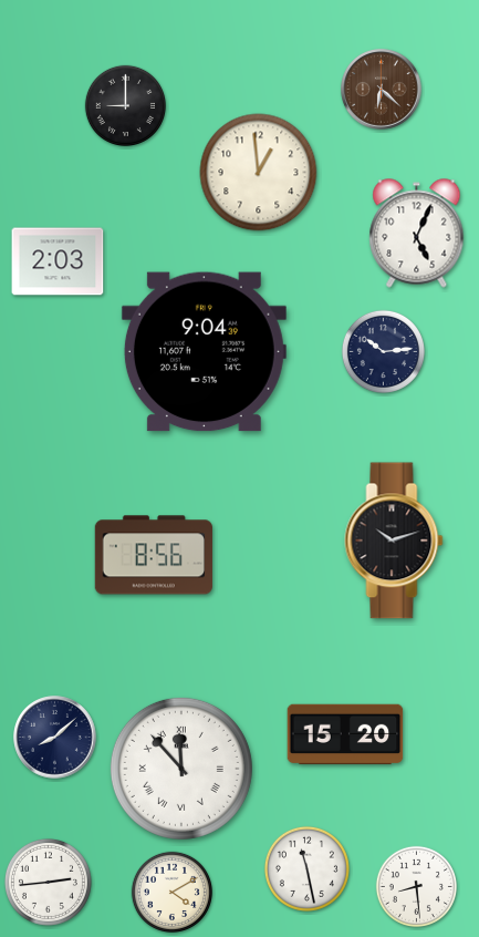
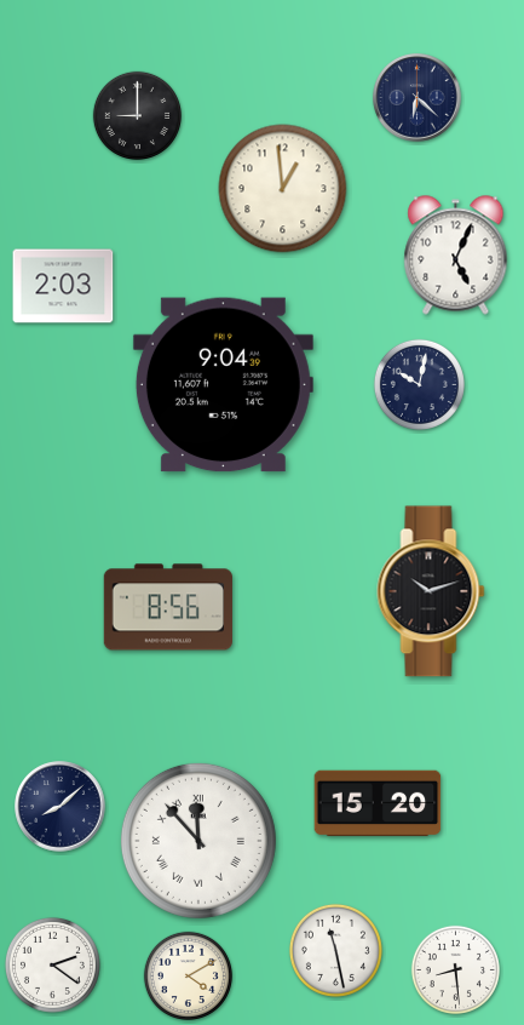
clock at (382, 90) dial: brown -> navy
clock at (383, 351): 10:14 -> 10:02
clock at (48, 882): 2:44 -> 2:21
